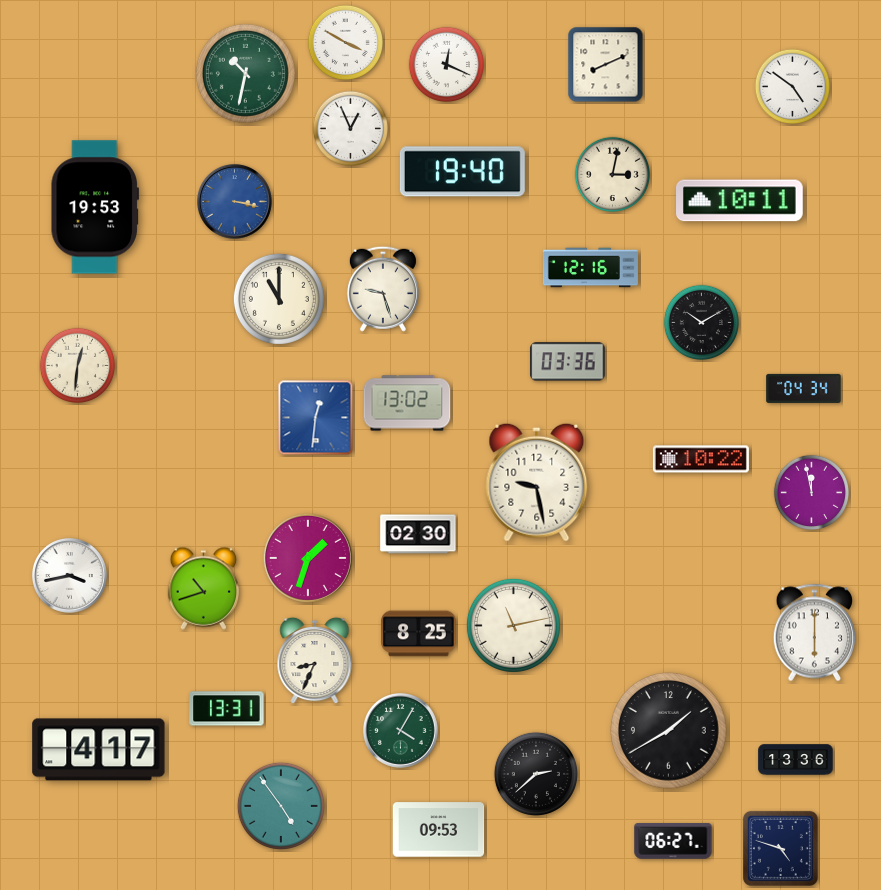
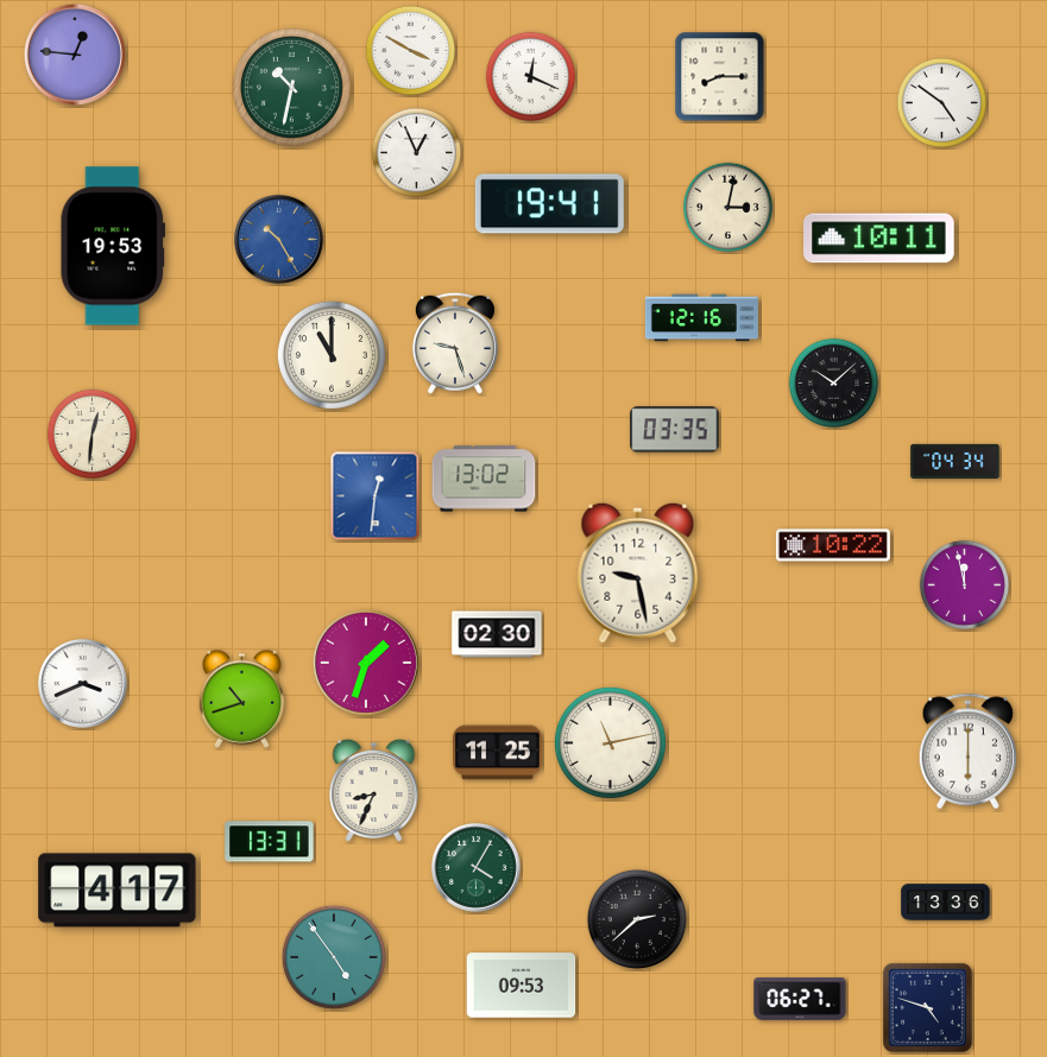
clock at (75, 55): none -> 12:46
clock at (606, 65): 8:11 -> 8:15
clock at (462, 172): 19:40 -> 19:41
clock at (235, 202): 3:17 -> 10:25
clock at (701, 322): 10:10 -> 10:08
clock at (568, 362): 03:36 -> 03:35
clock at (70, 576): 3:43 -> 3:41
clock at (419, 634): 8:25 -> 11:25
clock at (315, 661) position: (315, 661) -> (374, 791)
clock at (669, 731): 1:40 -> none
